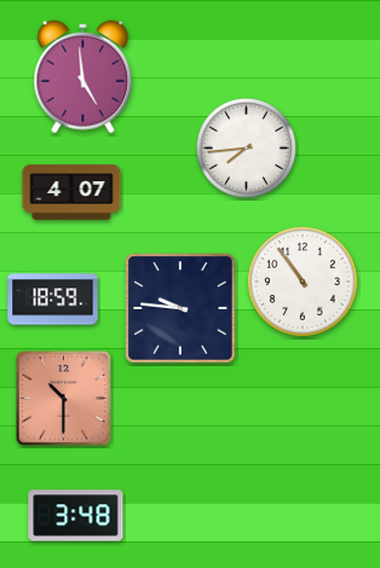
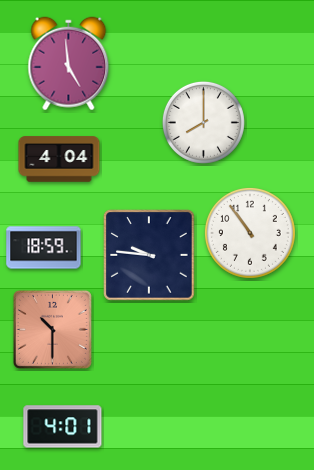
clock at (246, 147): 7:44 -> 8:00
clock at (71, 192): 4:07 -> 4:04
clock at (76, 516): 3:48 -> 4:01
